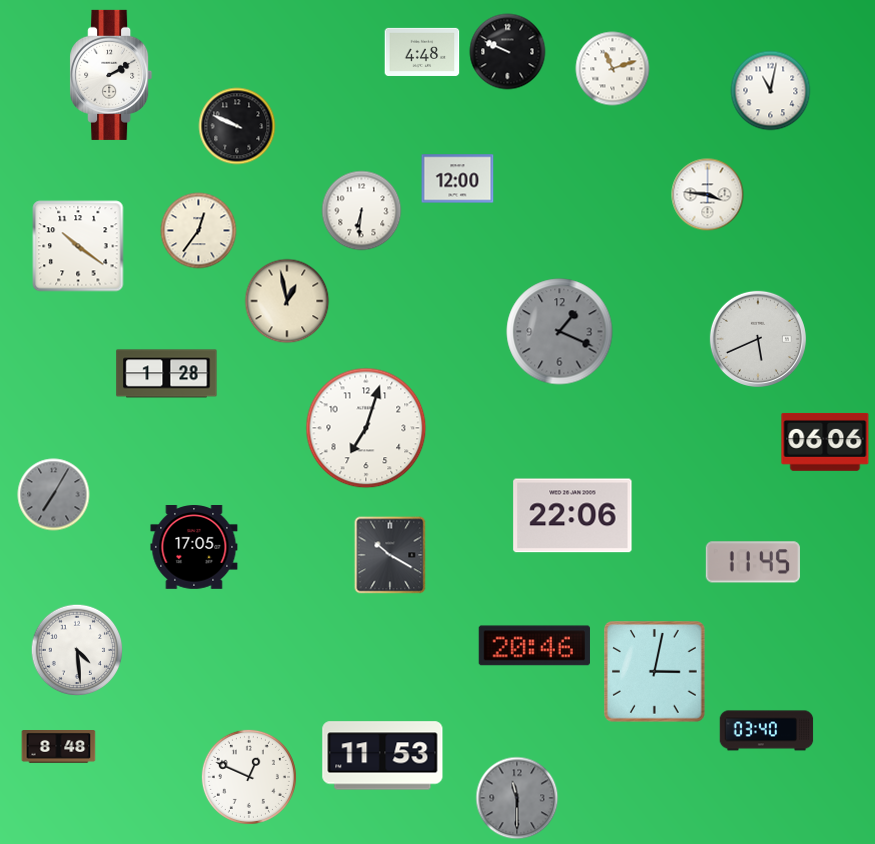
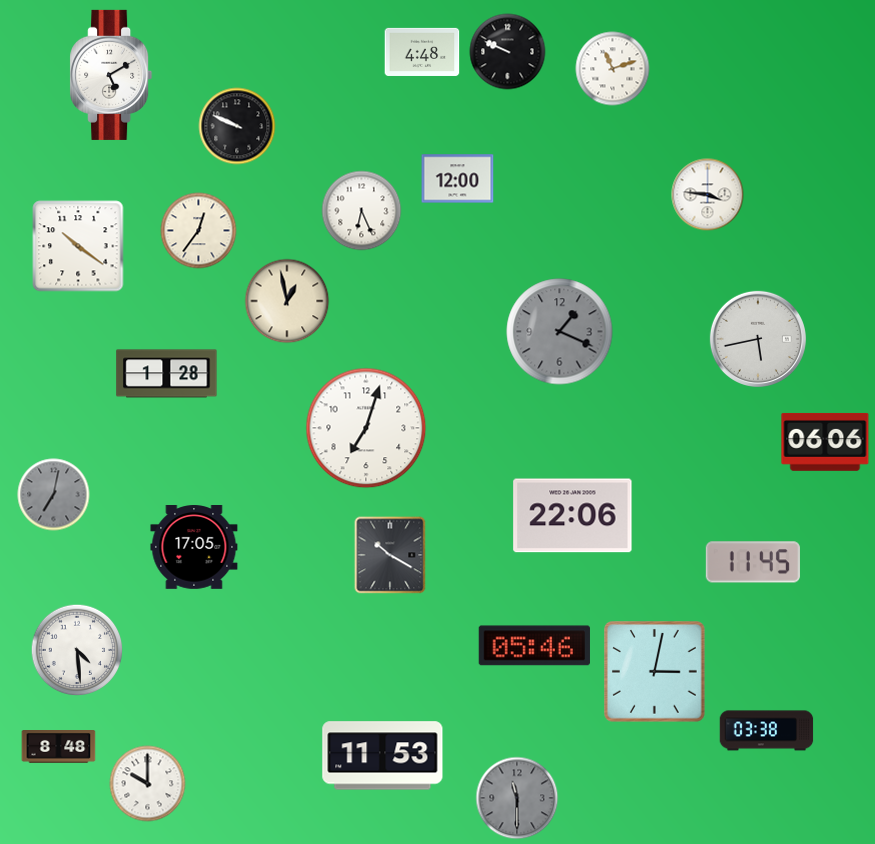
clock at (111, 75): 2:10 -> 5:10
clock at (771, 91): 11:02 -> none
clock at (362, 211): 6:31 -> 6:26
clock at (758, 339): 5:41 -> 5:43
clock at (54, 495): 7:05 -> 7:02
clock at (534, 646): 20:46 -> 05:46
clock at (767, 731): 03:40 -> 03:38
clock at (249, 777): 12:49 -> none
clock at (148, 784): none -> 10:00
